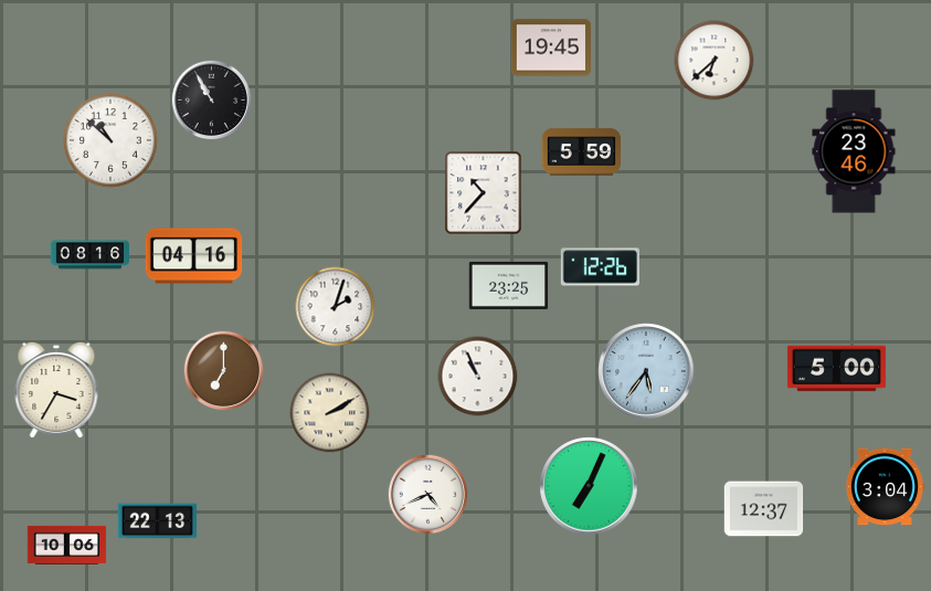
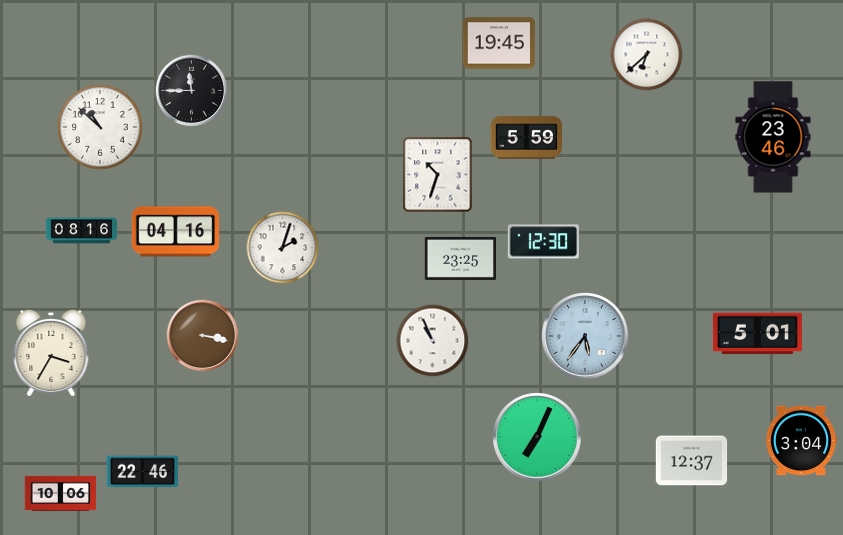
clock at (212, 101): 10:55 -> 11:45
clock at (484, 193): 10:37 -> 10:33
clock at (601, 267): 12:26 -> 12:30
clock at (336, 307) position: (336, 307) -> (283, 248)
clock at (836, 369): 5:00 -> 5:01
clock at (224, 371): 7:00 -> 3:17
clock at (330, 413): 2:10 -> none
clock at (589, 486) position: (589, 486) -> (537, 437)
clock at (429, 495): 4:41 -> none
clock at (158, 521): 22:13 -> 22:46
